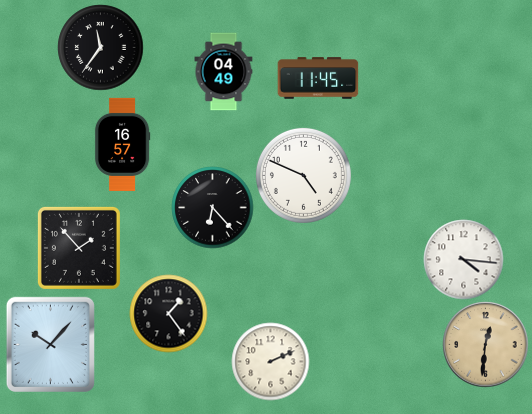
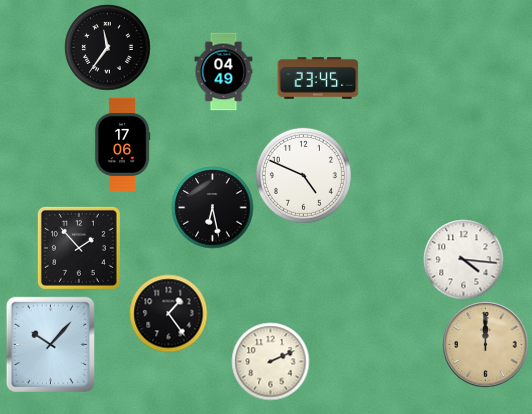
clock at (100, 47) position: (100, 47) -> (107, 47)
clock at (318, 78): 11:45 -> 23:45
clock at (122, 144): 16:57 -> 17:06
clock at (212, 207): 6:23 -> 6:28
clock at (485, 344): 12:31 -> 12:00
